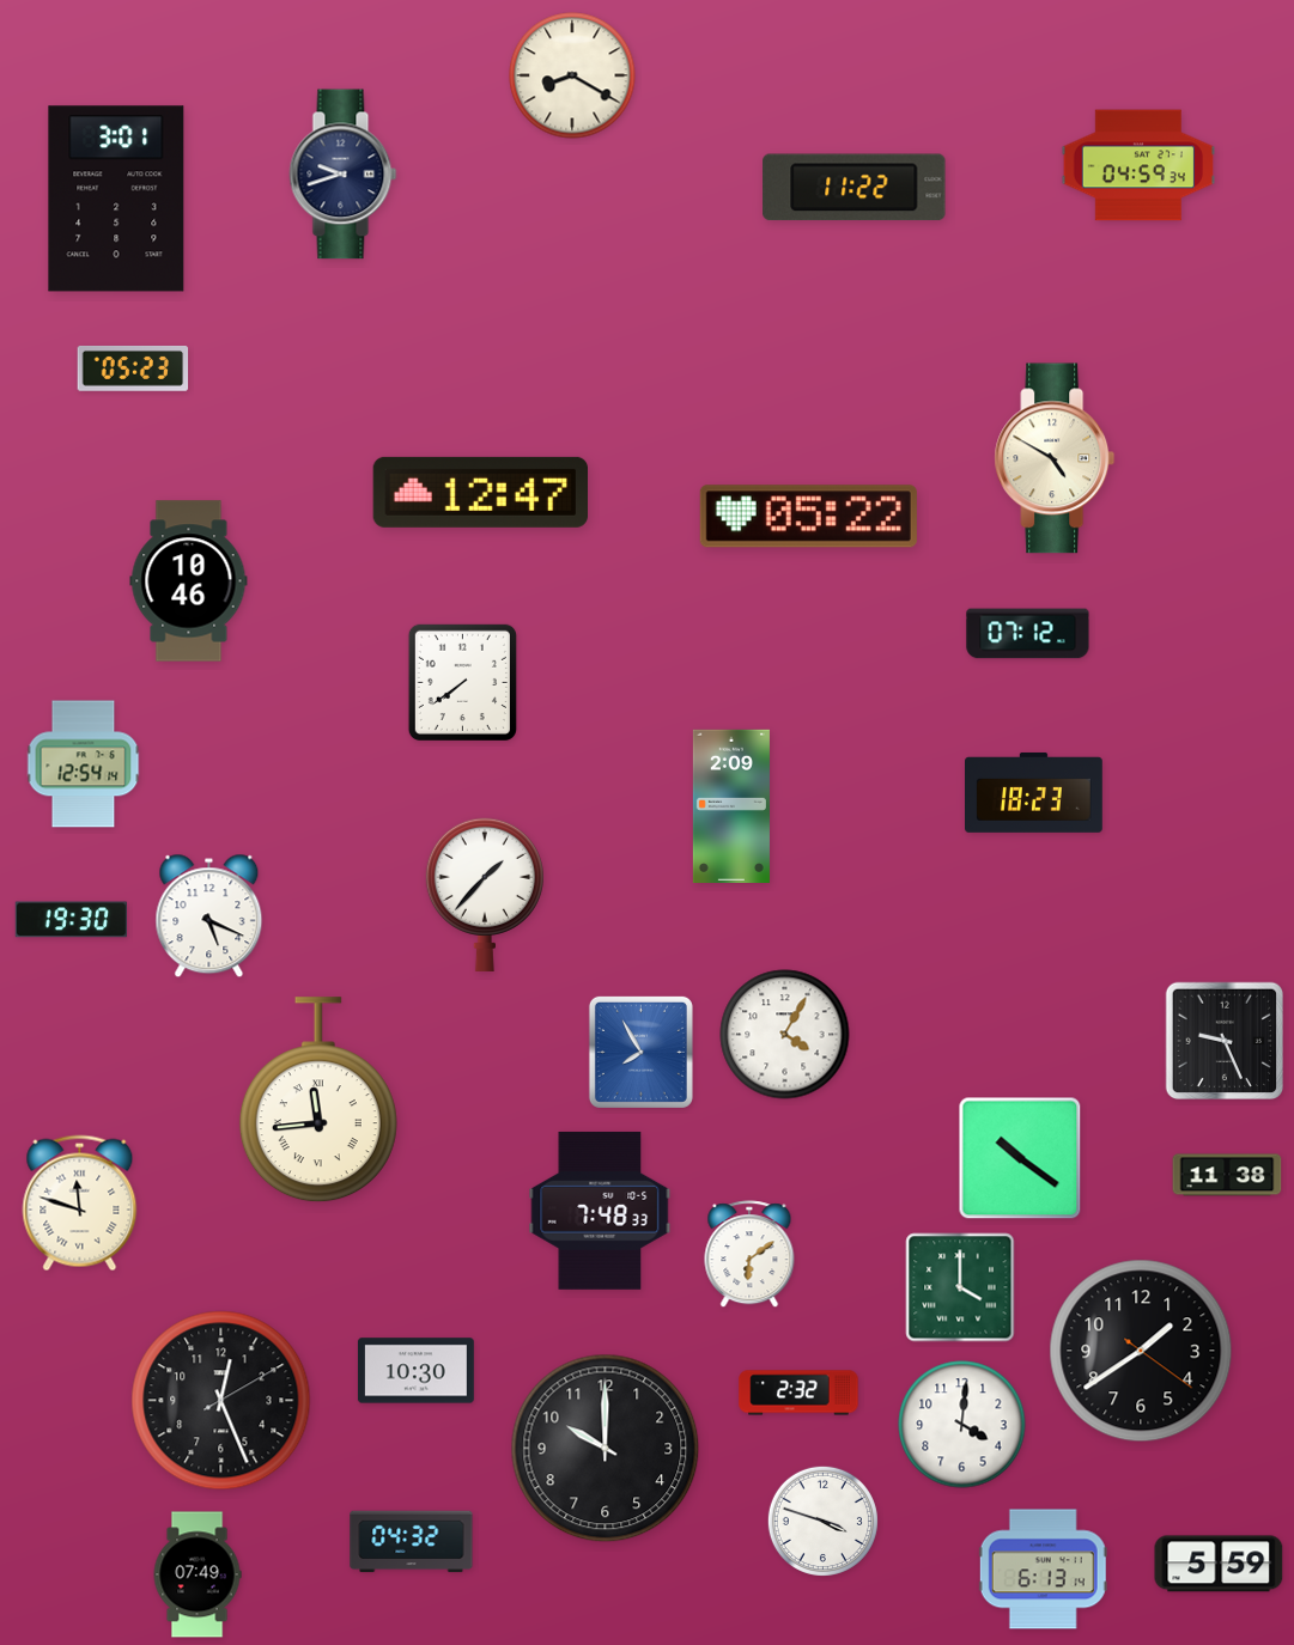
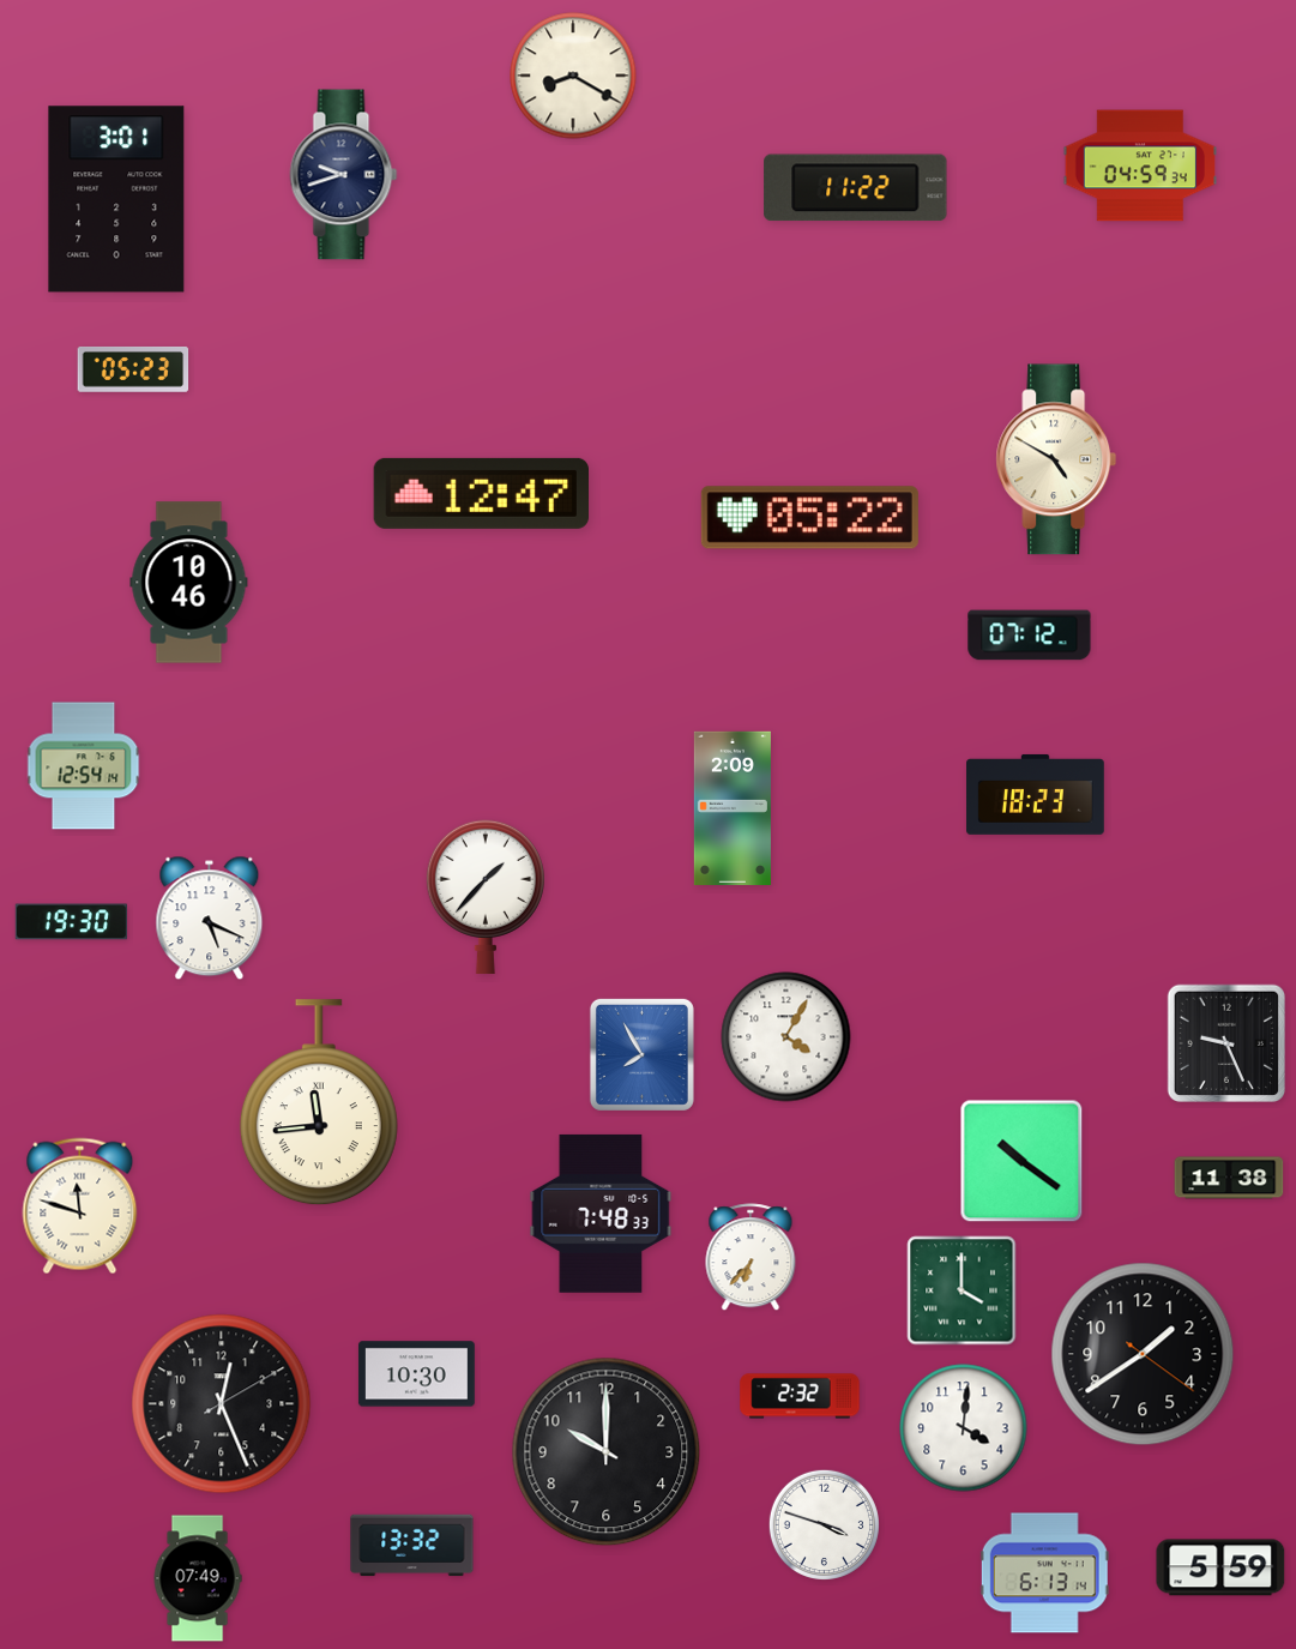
clock at (462, 682): 7:39 -> none
clock at (749, 1255): 6:09 -> 6:37
clock at (412, 1542): 04:32 -> 13:32
